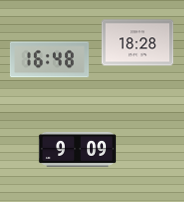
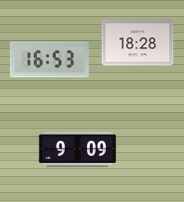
clock at (49, 60): 16:48 -> 16:53
